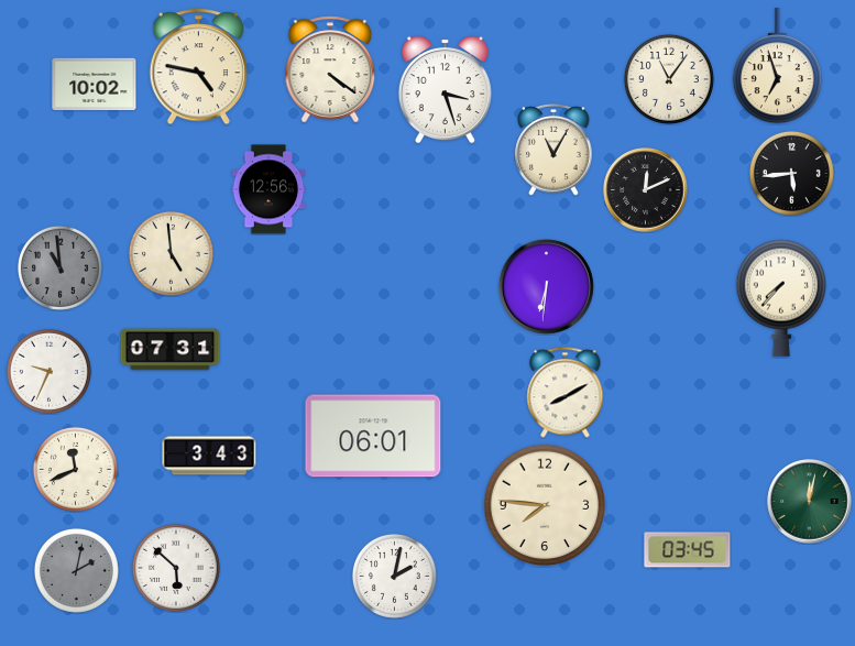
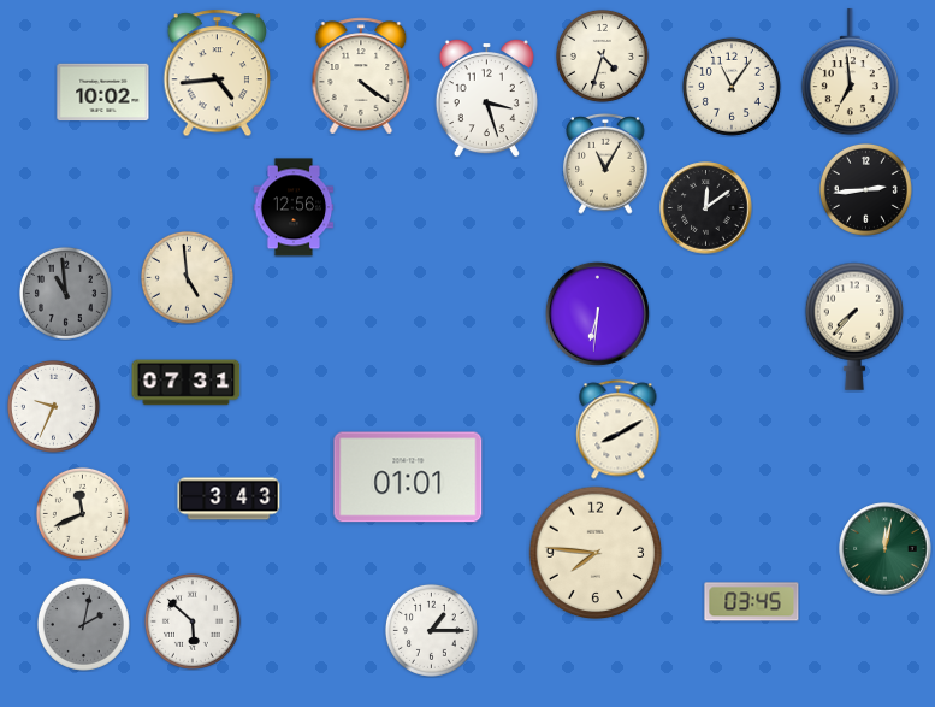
clock at (602, 55): none -> 4:33
clock at (199, 67): 4:47 -> 4:44
clock at (777, 67): 6:57 -> 6:59
clock at (791, 173): 5:44 -> 2:44
clock at (646, 190): 12:11 -> 12:09
clock at (373, 436): 06:01 -> 01:01
clock at (394, 576): 2:02 -> 1:15
